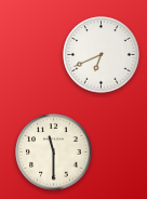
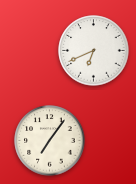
clock at (54, 152): 11:30 -> 7:06
